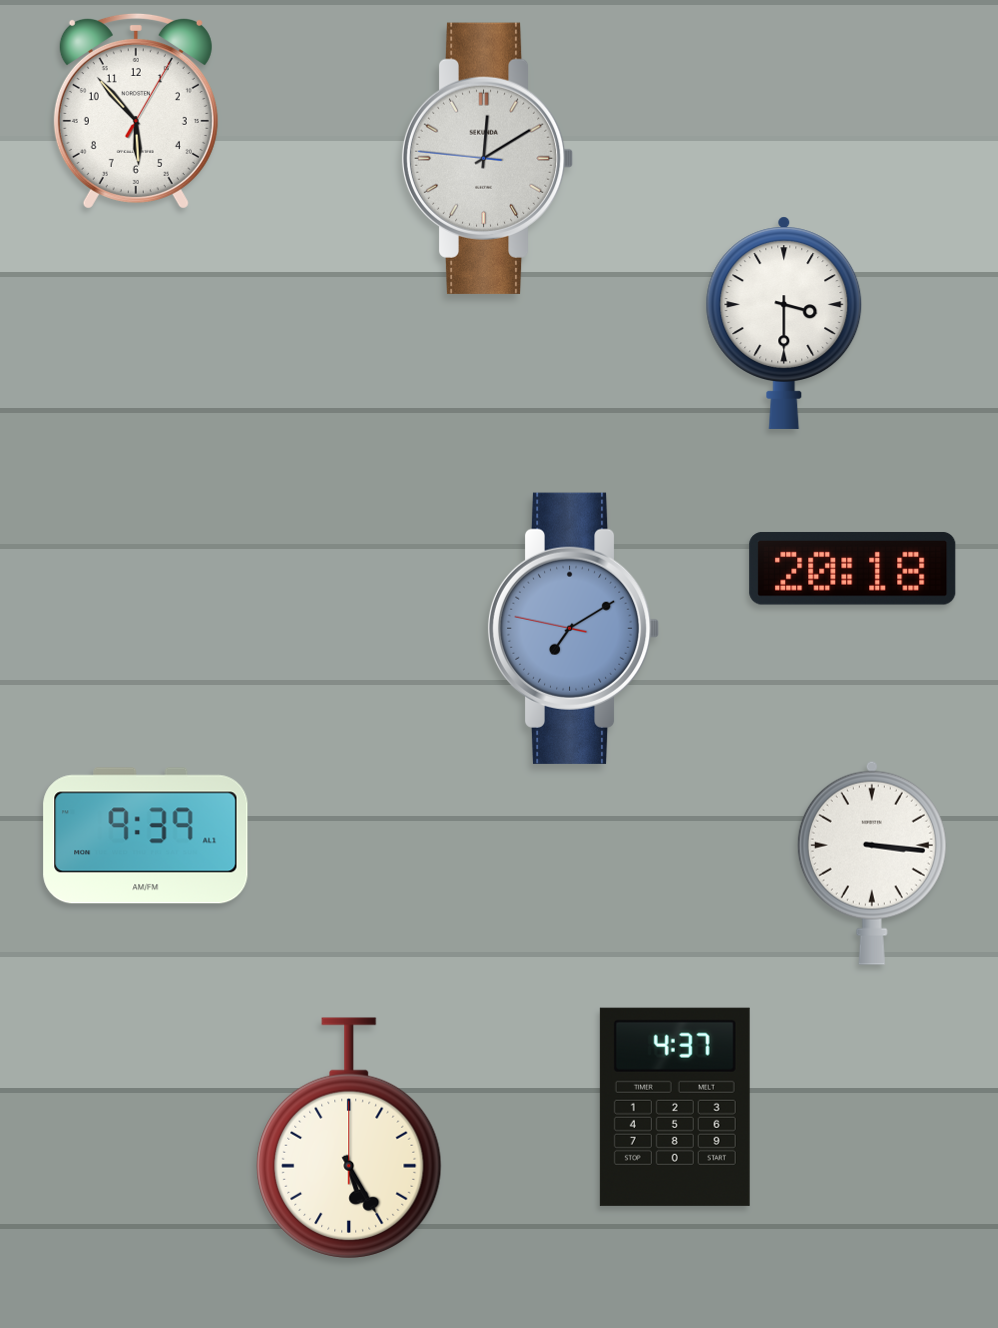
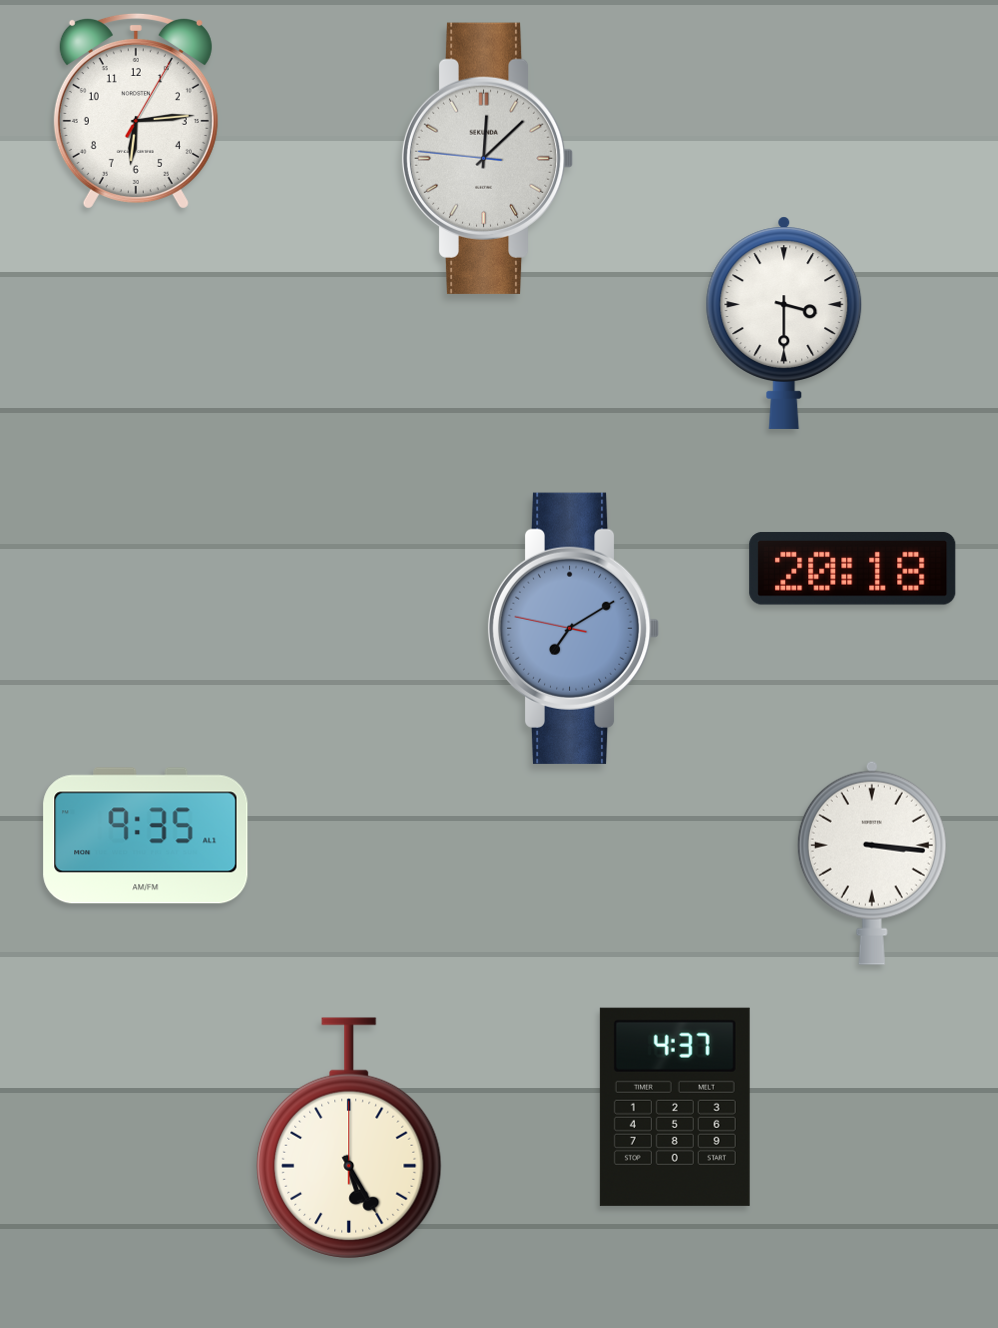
clock at (136, 111): 5:53 -> 6:14
clock at (487, 158): 12:09 -> 12:07
clock at (146, 836): 9:39 -> 9:35
